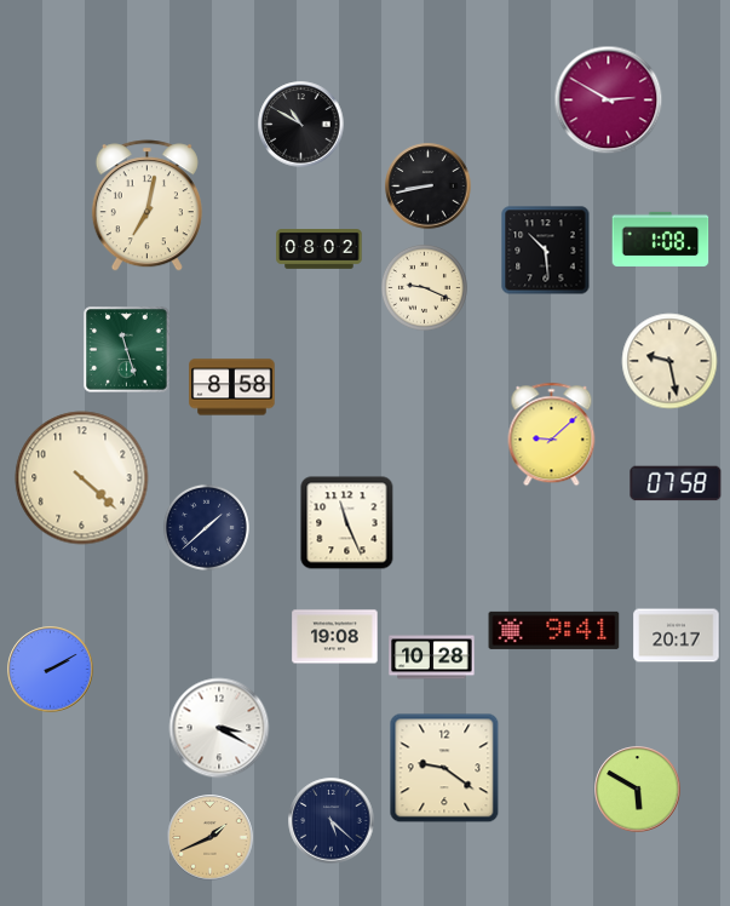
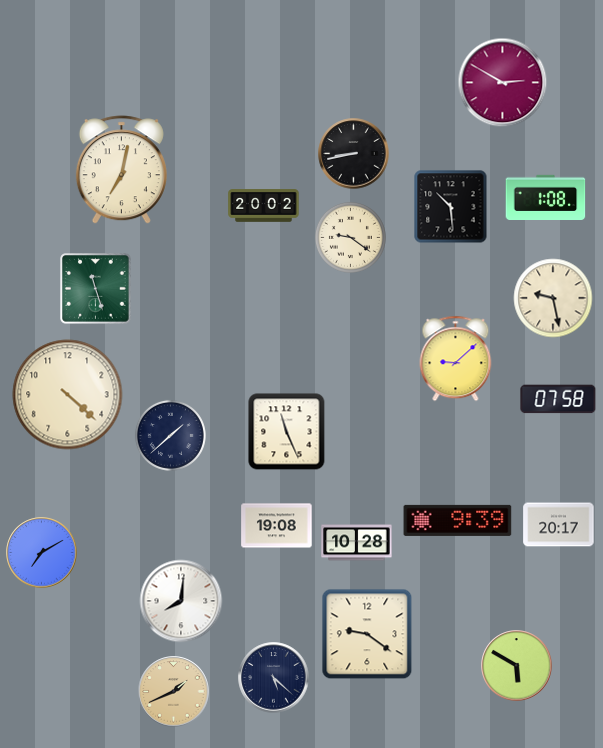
clock at (301, 125): 10:50 -> none
clock at (320, 250): 08:02 -> 20:02
clock at (424, 287): 9:19 -> 9:21
clock at (127, 350) position: (127, 350) -> (96, 289)
clock at (232, 388): 8:58 -> none
clock at (554, 630): 9:41 -> 9:39
clock at (51, 670): 2:10 -> 7:10
clock at (219, 728): 3:20 -> 8:01
clock at (638, 790) position: (638, 790) -> (517, 666)
